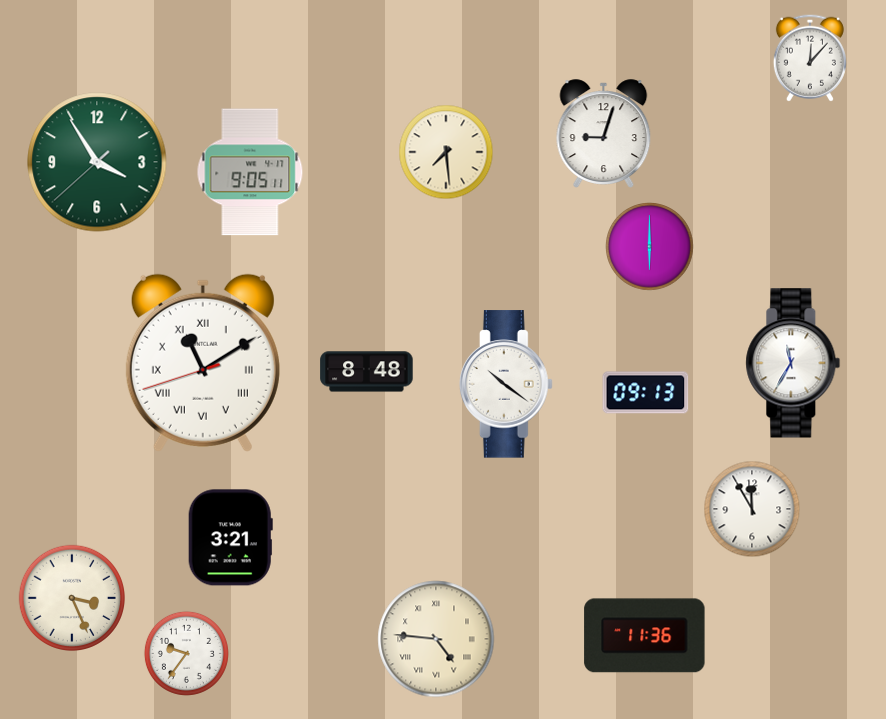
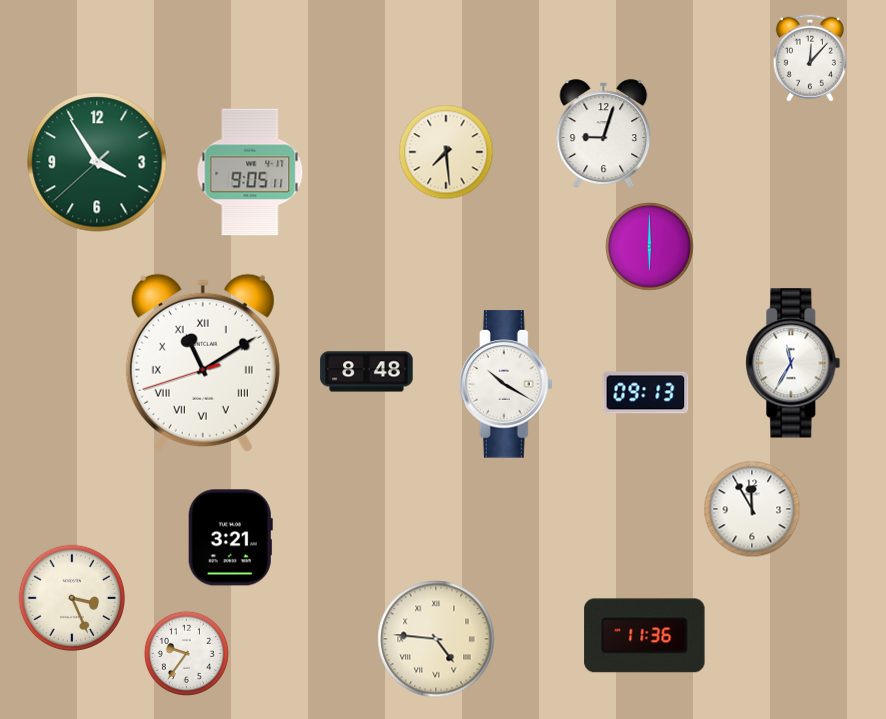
clock at (506, 384): 10:21 -> 10:20
